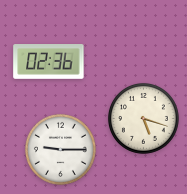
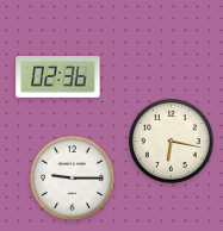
clock at (49, 62) position: (49, 62) -> (58, 77)
clock at (143, 118): 5:18 -> 6:17
